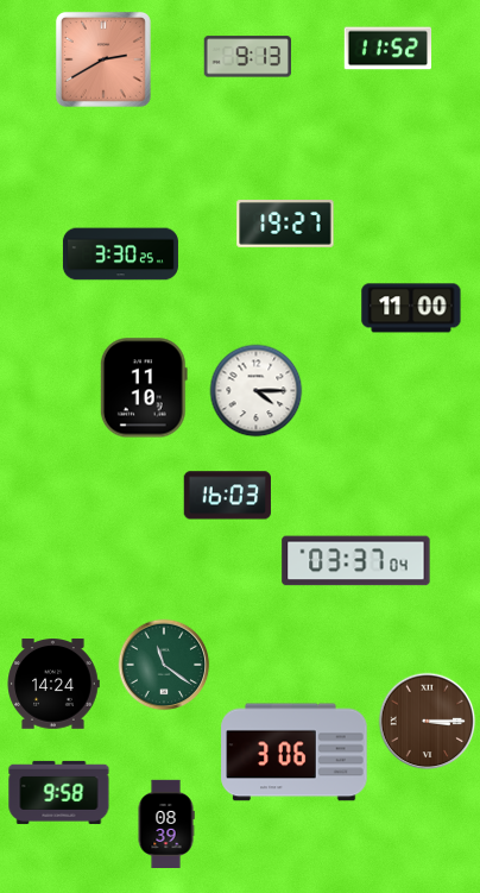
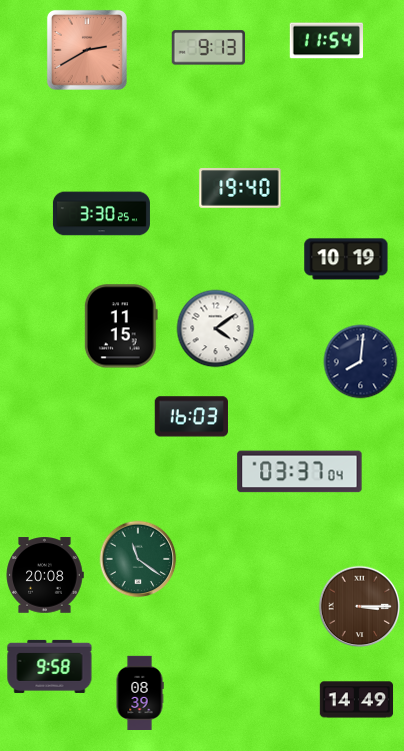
clock at (389, 49): 11:52 -> 11:54
clock at (285, 225): 19:27 -> 19:40
clock at (411, 308): 11:00 -> 10:19
clock at (144, 388): 11:10 -> 11:15
clock at (257, 391): 4:15 -> 4:09
clock at (361, 362): none -> 8:01
clock at (53, 684): 14:24 -> 20:08
clock at (295, 753): 3:06 -> none
clock at (357, 700): none -> 14:49
